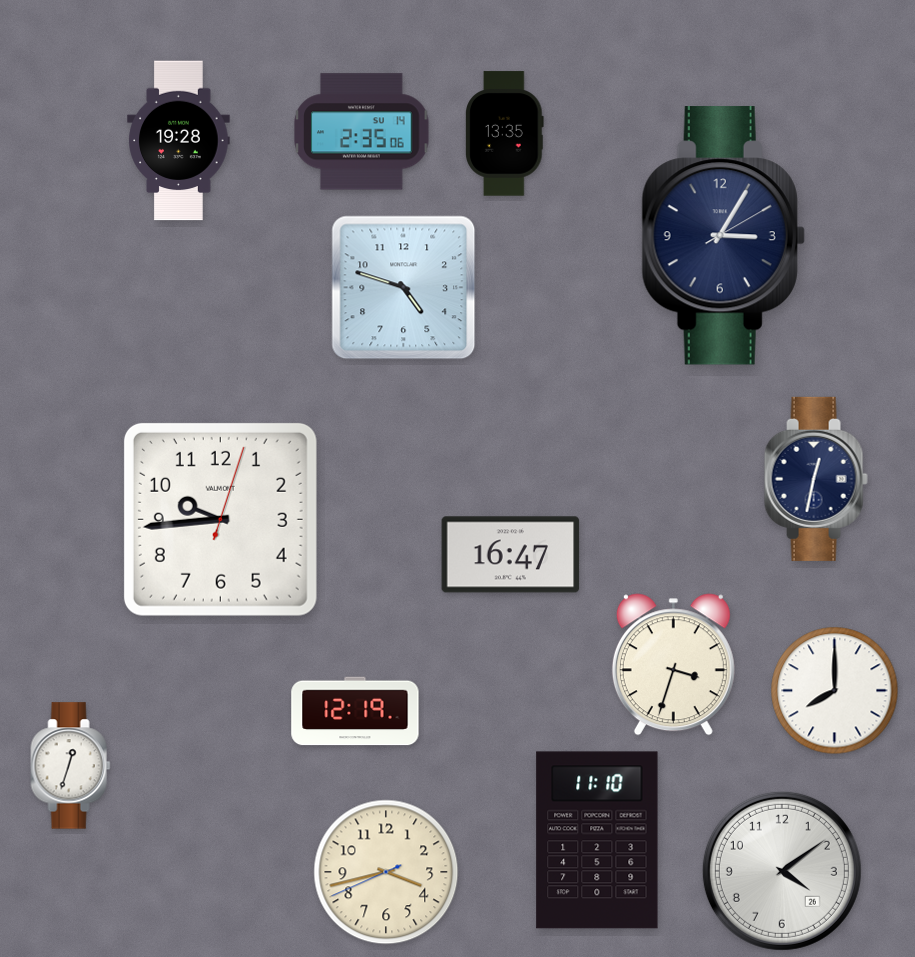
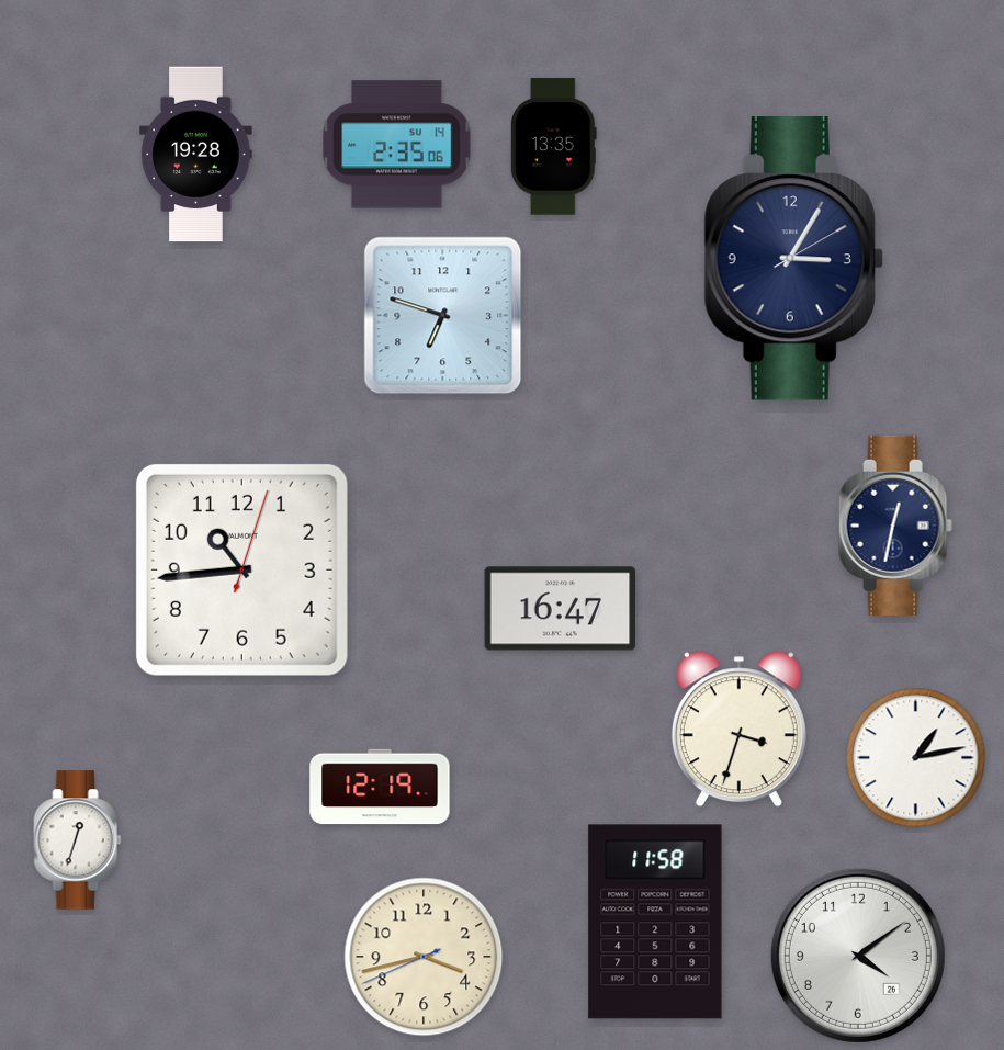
clock at (404, 288): 4:48 -> 6:48
clock at (220, 519): 9:44 -> 10:44
clock at (835, 691): 8:00 -> 1:13
clock at (355, 711) position: (355, 711) -> (380, 787)
clock at (597, 840): 11:10 -> 11:58
